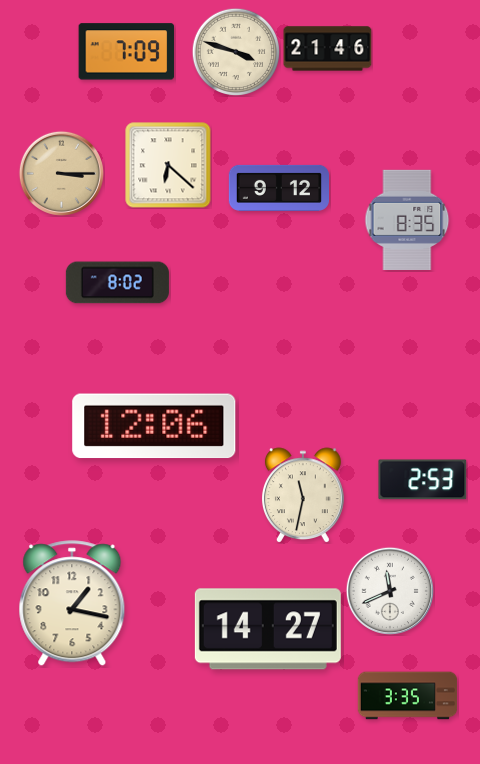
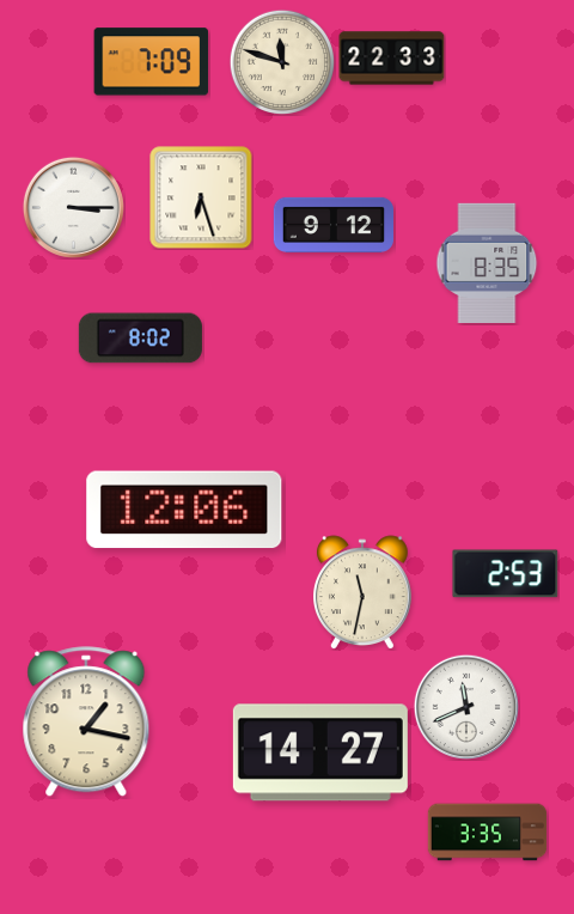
clock at (328, 49): 21:46 -> 22:33
clock at (236, 52): 3:48 -> 11:48
clock at (168, 165): 6:22 -> 6:27
clock at (61, 173) dial: champagne -> white
